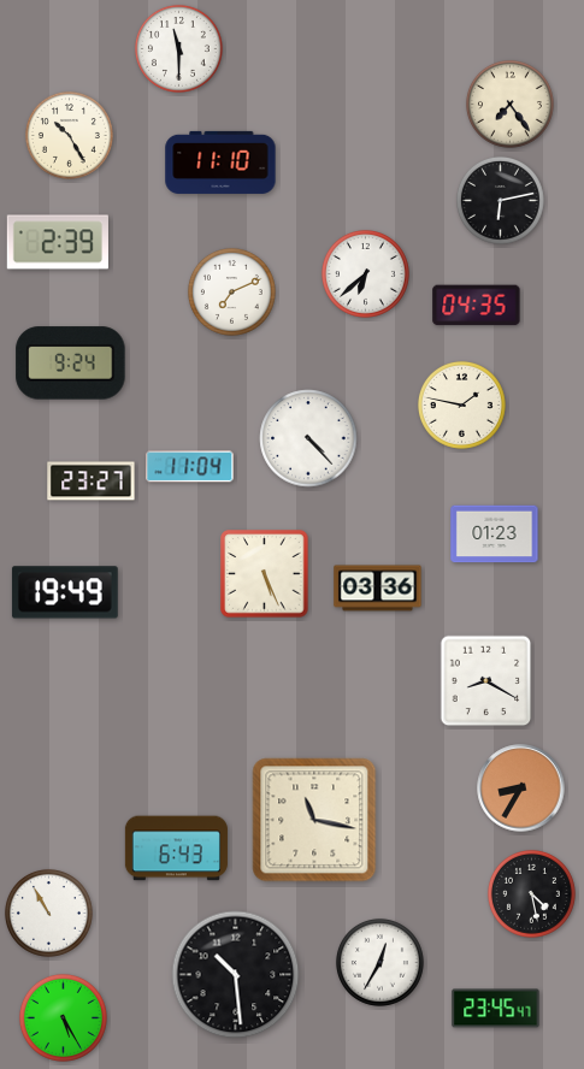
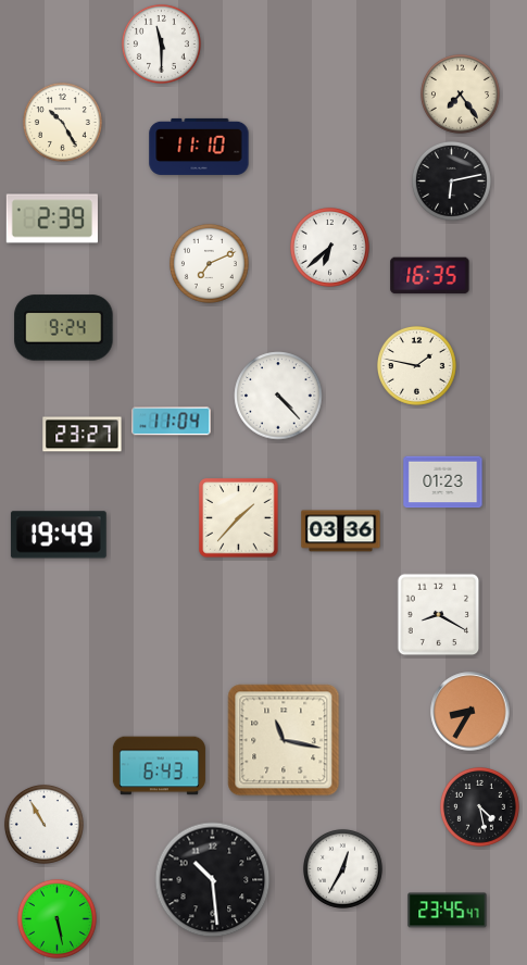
clock at (477, 306): 04:35 -> 16:35
clock at (495, 534) position: (495, 534) -> (443, 482)
clock at (265, 574): 5:26 -> 1:37
clock at (63, 1017): 5:25 -> 5:28
